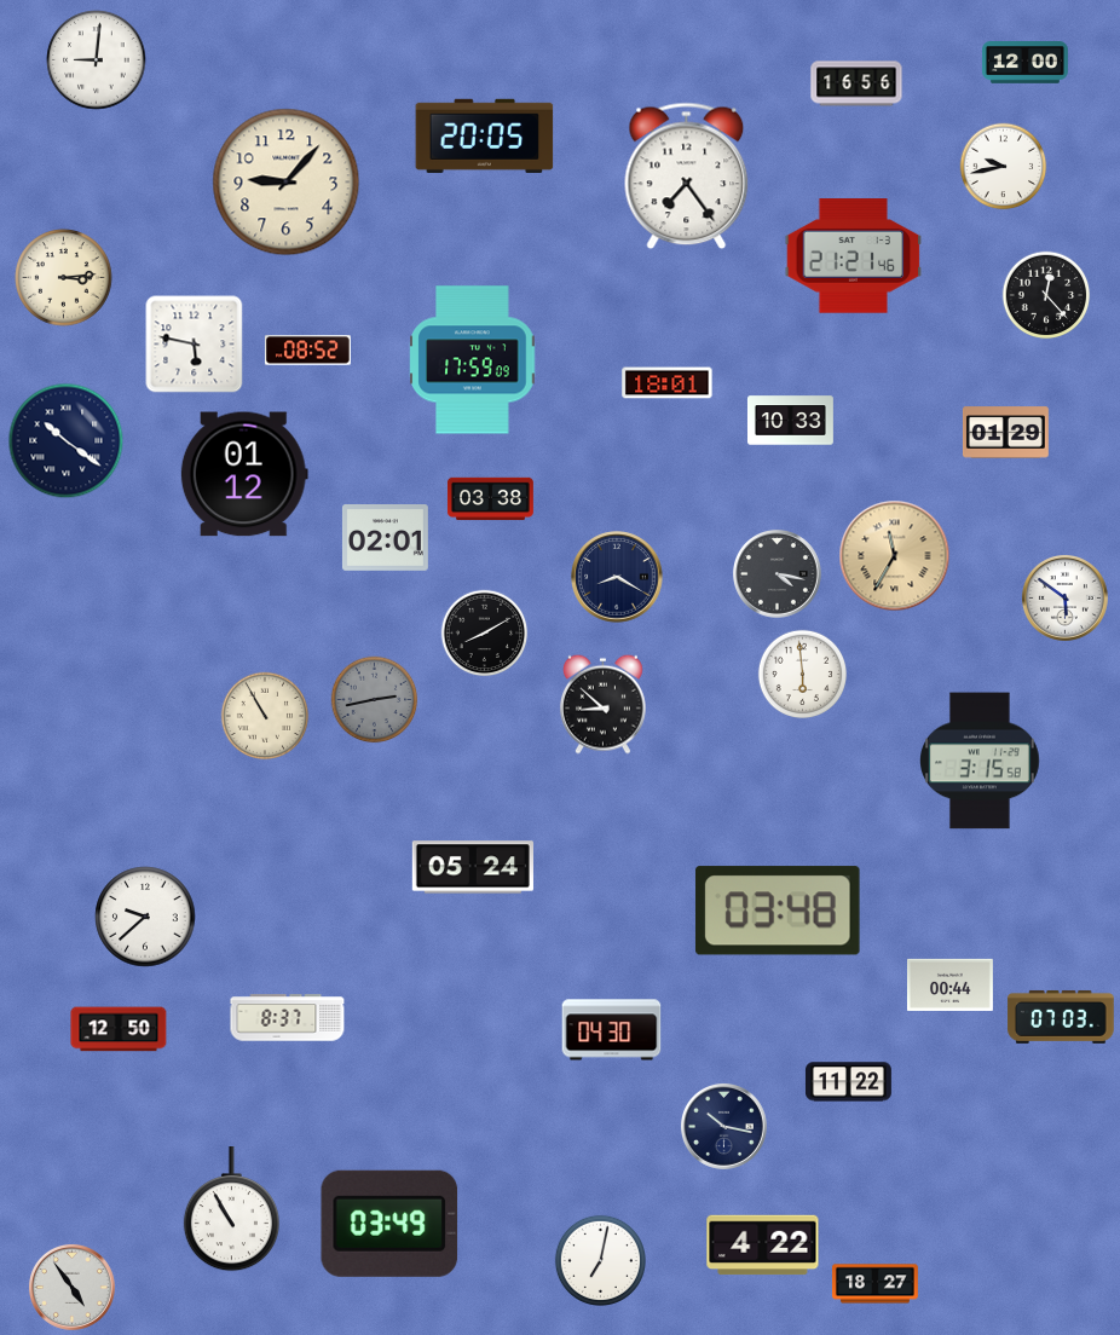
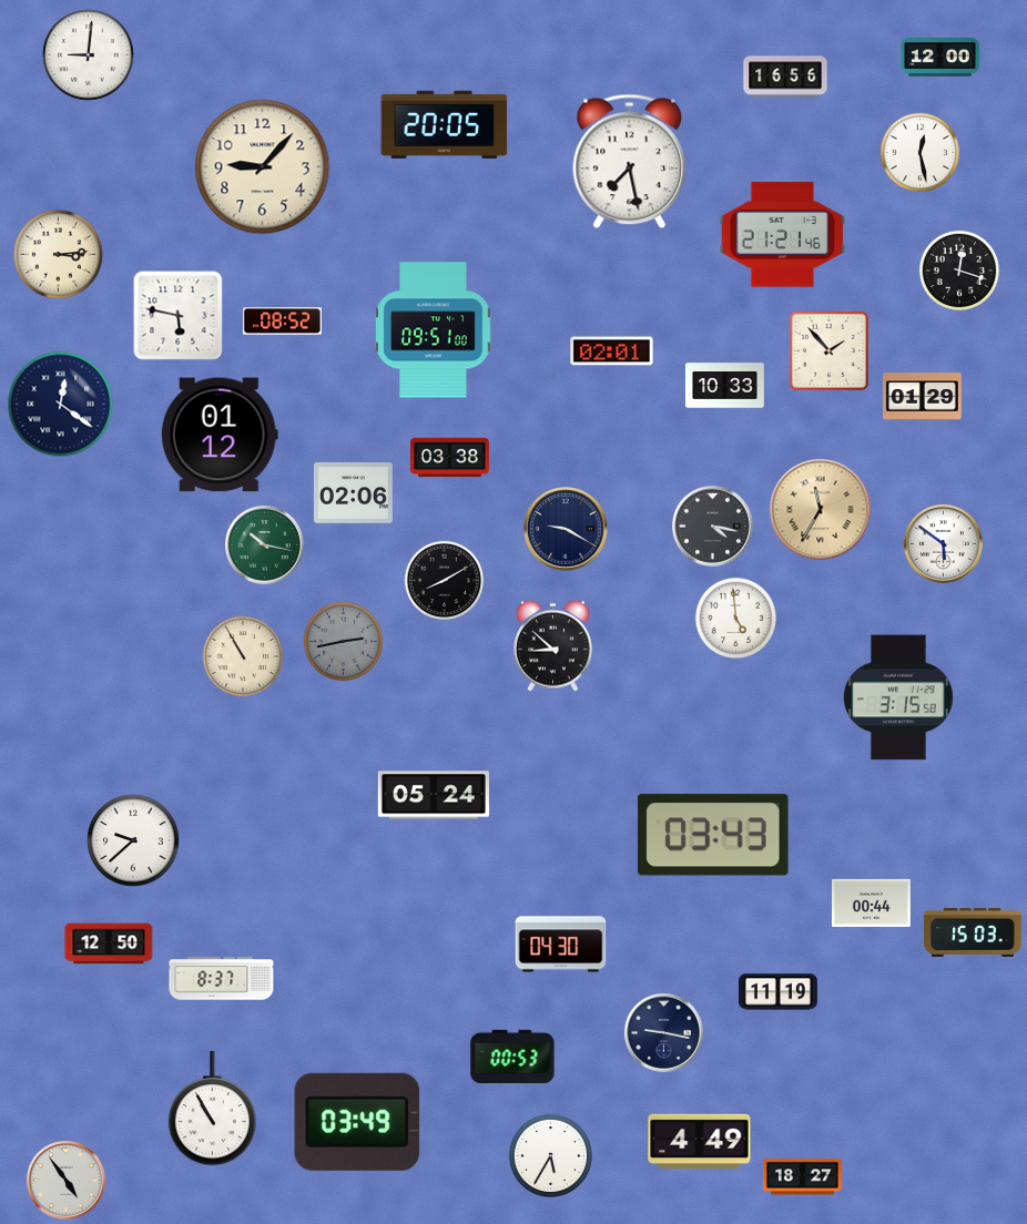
clock at (1004, 167): 9:43 -> 12:28
clock at (687, 177): 7:24 -> 7:28
clock at (1046, 295): 12:23 -> 12:18
clock at (473, 360): 17:59 -> 09:51
clock at (828, 350): none -> 1:53
clock at (668, 383): 18:01 -> 02:01
clock at (67, 441): 10:21 -> 12:21
clock at (244, 474) position: (244, 474) -> (220, 435)
clock at (385, 538): 02:01 -> 02:06
clock at (617, 577): 8:20 -> 9:20
clock at (264, 544): none -> 10:17
clock at (1064, 597) position: (1064, 597) -> (943, 543)
clock at (803, 675): 5:59 -> 4:59
clock at (778, 911): 03:48 -> 03:43
clock at (1061, 1017): 07:03 -> 15:03
clock at (288, 1018) position: (288, 1018) -> (222, 979)
clock at (848, 1082): 11:22 -> 11:19
clock at (723, 1126): 10:17 -> 9:17
clock at (512, 1055): none -> 00:53
clock at (763, 1246): 4:22 -> 4:49
clock at (600, 1260): 7:02 -> 5:35
